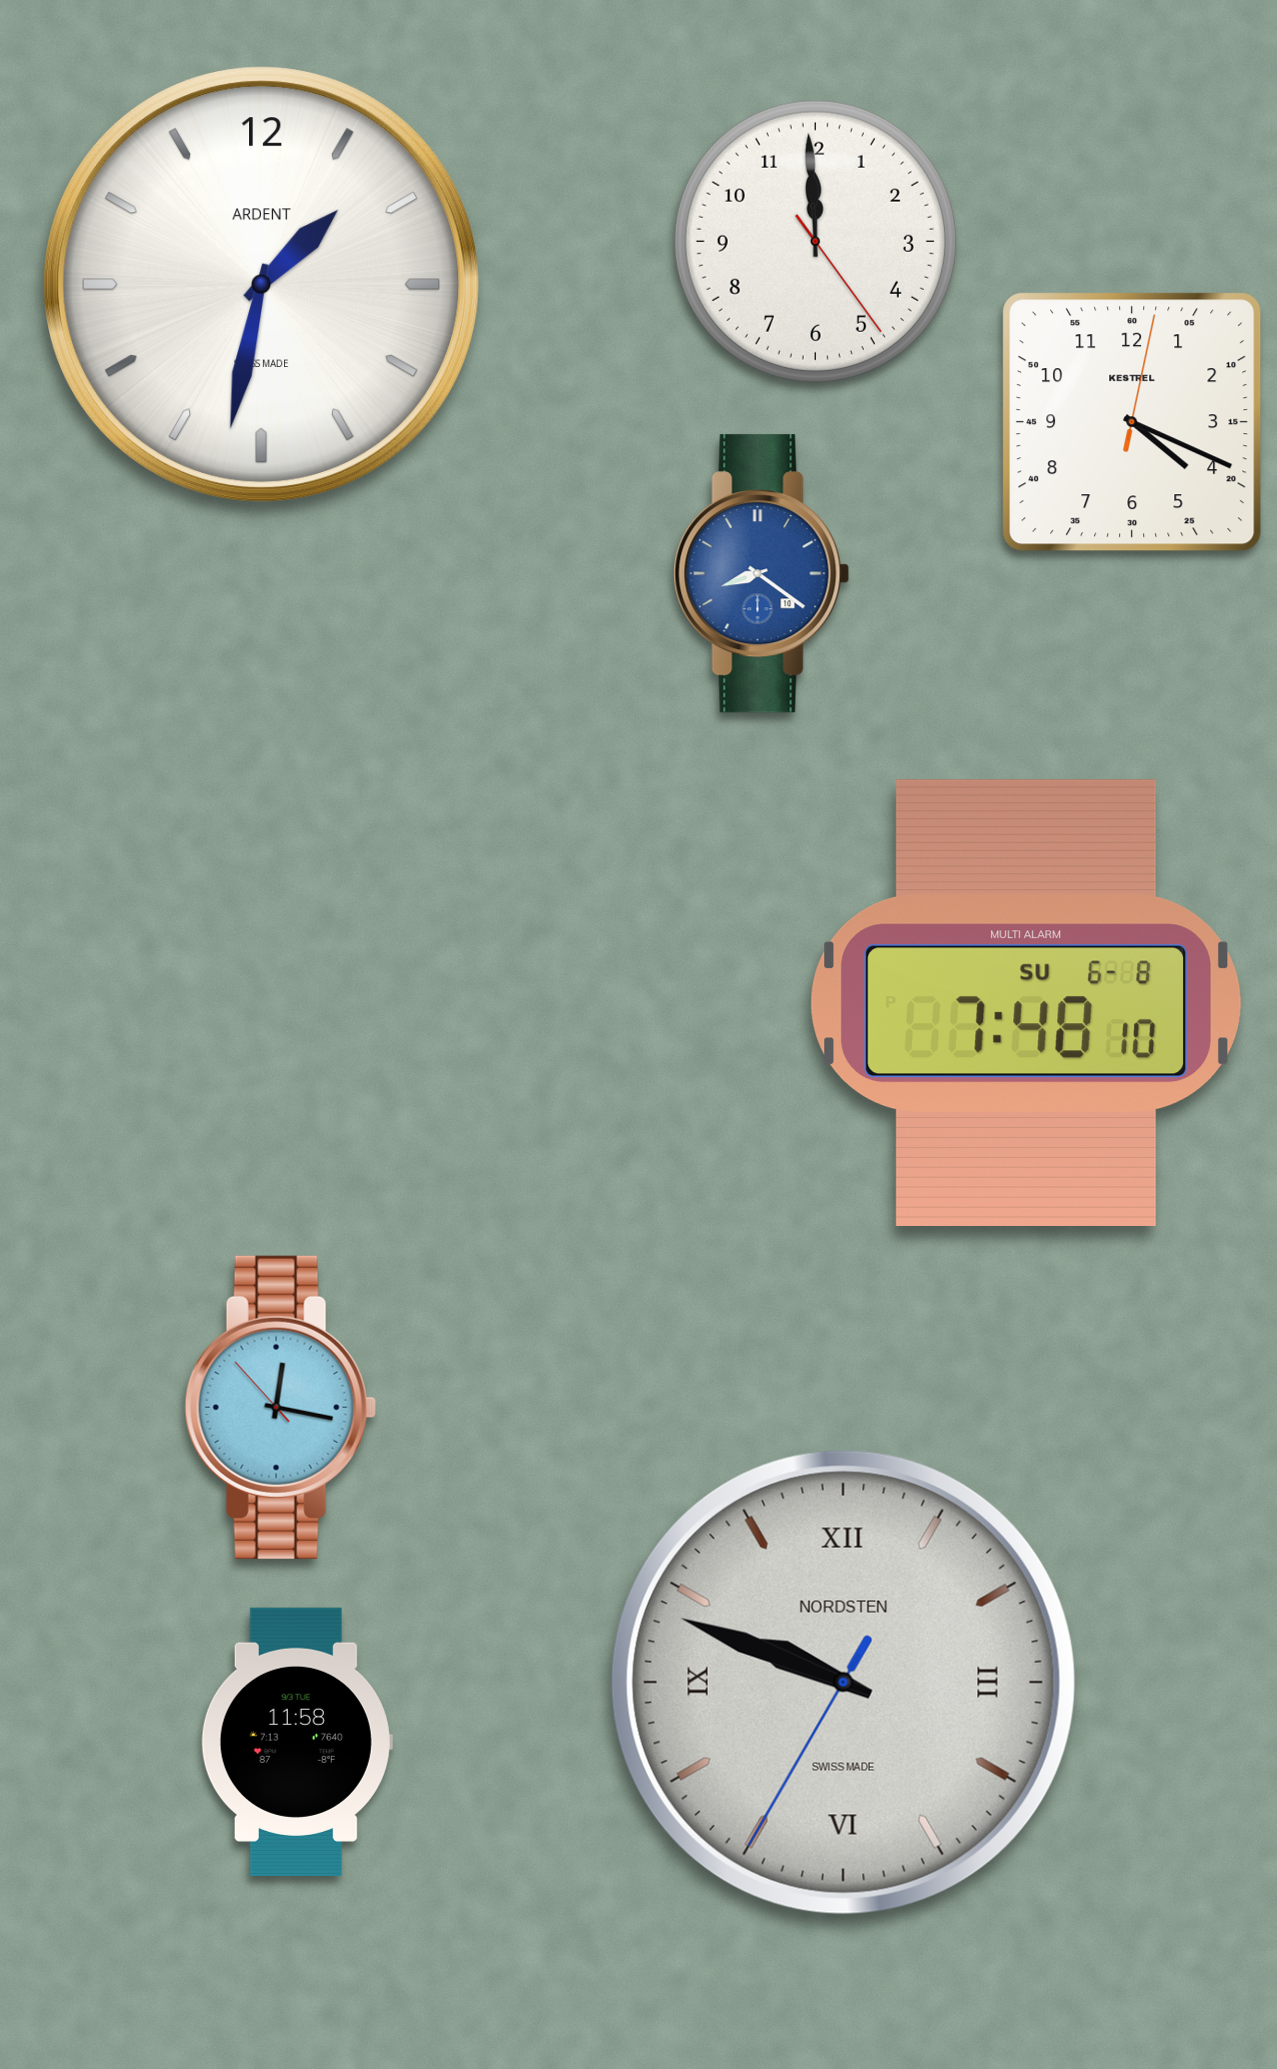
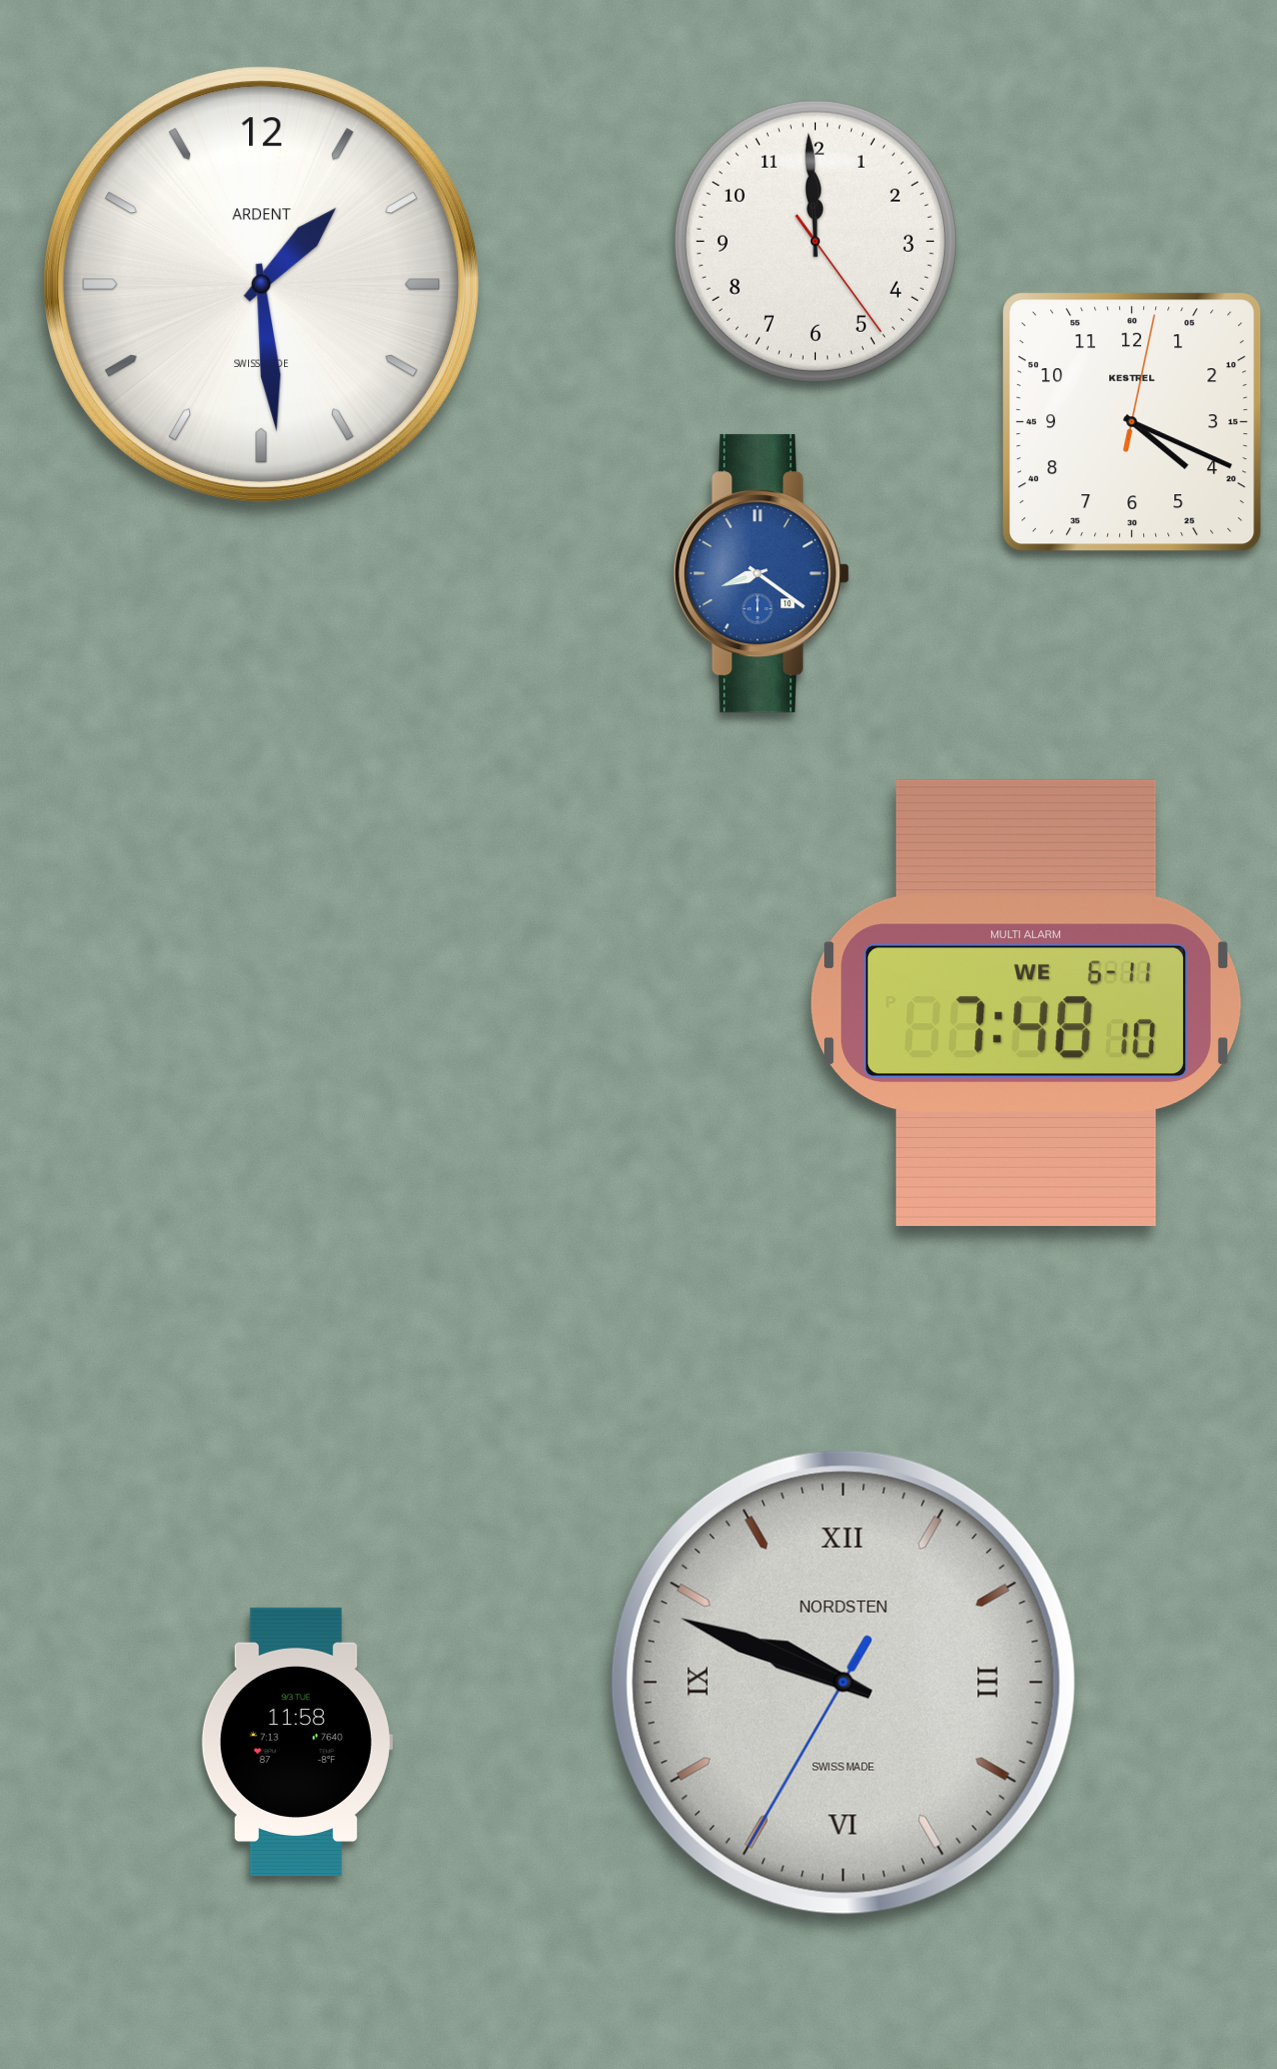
clock at (261, 284): 1:32 -> 1:29
clock at (1026, 1003) date: SU 6-8 -> WE 6-11
clock at (280, 1407): 12:16 -> none
